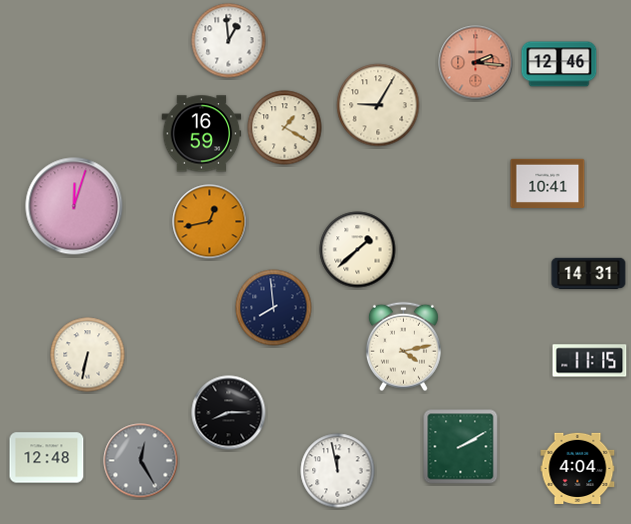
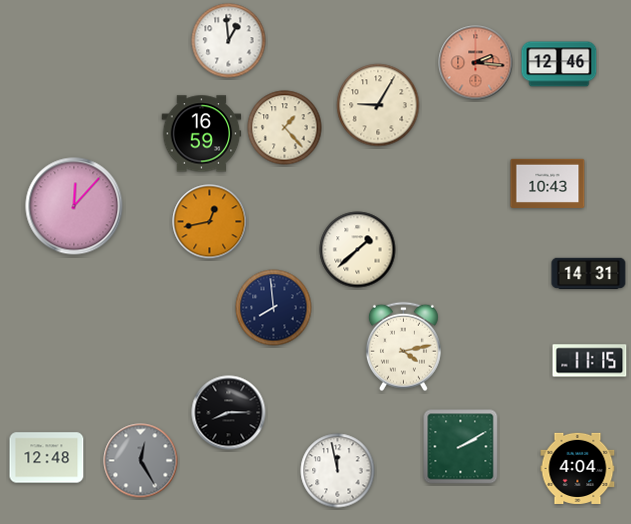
clock at (285, 128): 1:20 -> 1:23
clock at (548, 183): 10:41 -> 10:43
clock at (74, 206): 12:03 -> 12:07
clock at (88, 355): 6:32 -> none
